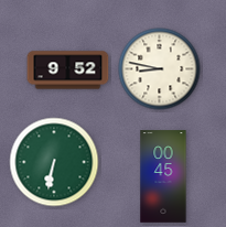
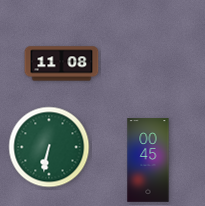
clock at (160, 69): 8:47 -> none
clock at (68, 71): 9:52 -> 11:08
